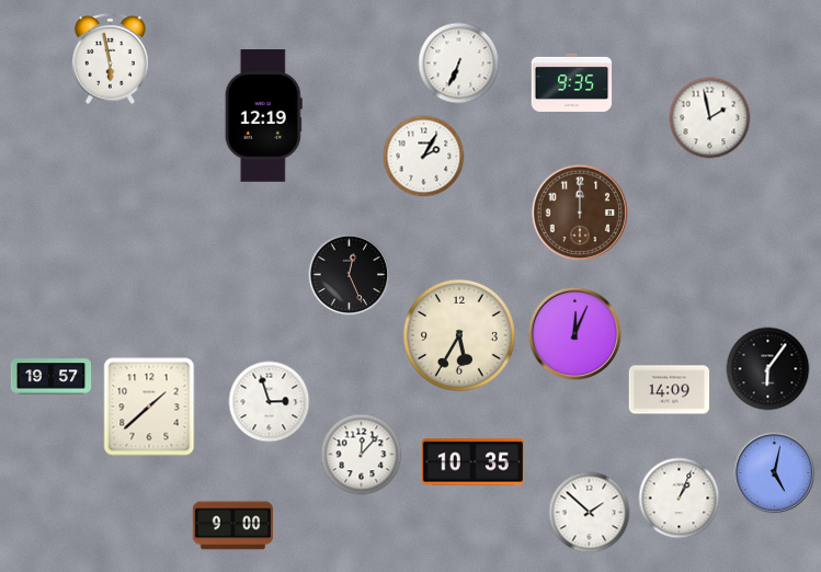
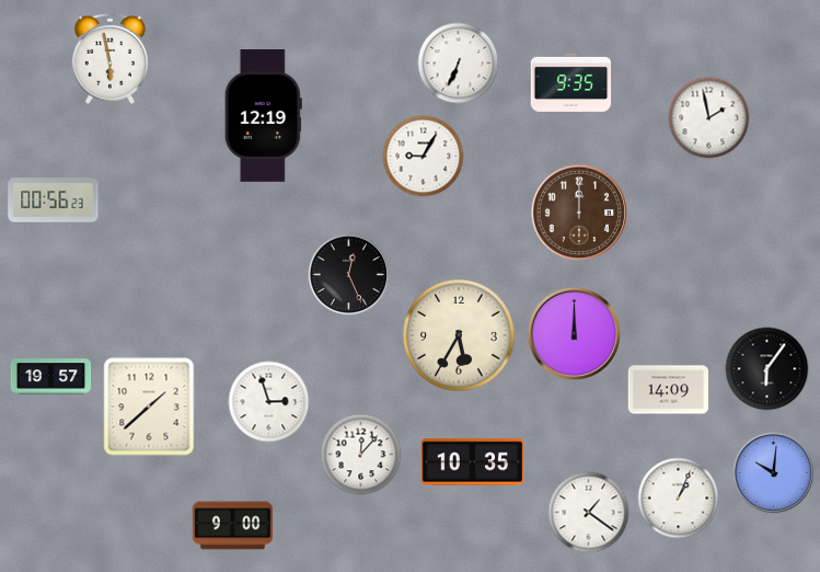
clock at (424, 157): 2:05 -> 9:05
clock at (54, 201): none -> 00:56
clock at (575, 334): 12:04 -> 12:00
clock at (775, 473): 5:02 -> 10:01
clock at (590, 513): 1:52 -> 1:21
